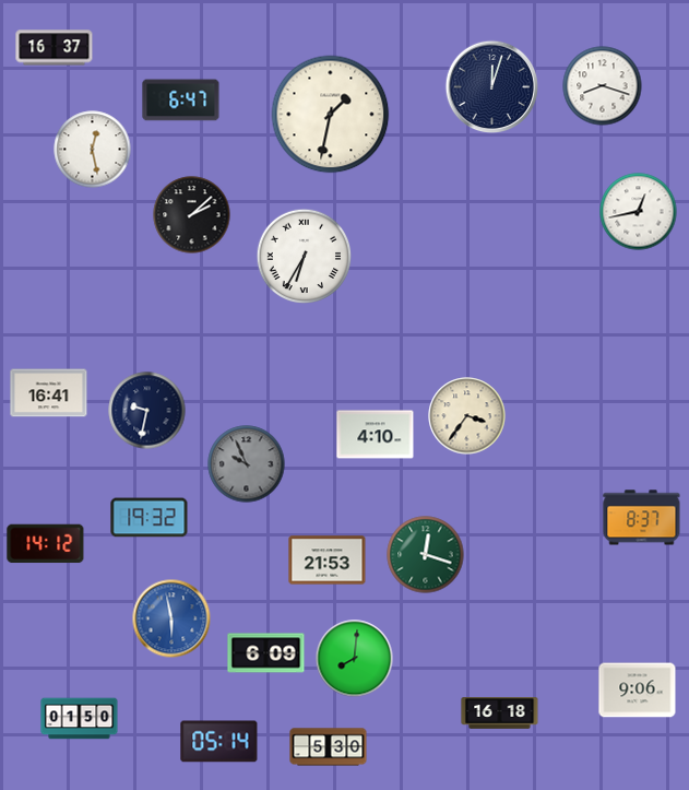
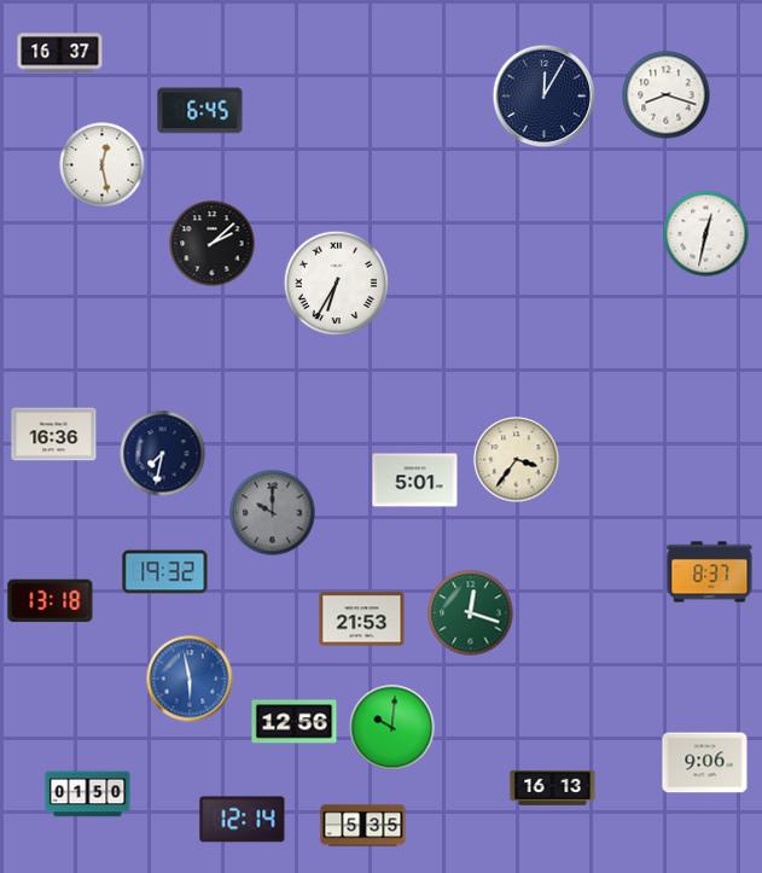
clock at (492, 87): 12:03 -> 12:05
clock at (181, 101): 6:47 -> 6:45
clock at (331, 115): 1:32 -> none
clock at (639, 212): 12:43 -> 12:32
clock at (192, 215) position: (192, 215) -> (213, 244)
clock at (49, 393): 16:41 -> 16:36
clock at (147, 411): 9:32 -> 7:32
clock at (376, 435): 4:10 -> 5:01
clock at (247, 464): 9:56 -> 10:00
clock at (46, 544): 14:12 -> 13:18
clock at (171, 618) position: (171, 618) -> (190, 679)
clock at (266, 653): 6:09 -> 12:56
clock at (355, 659): 8:01 -> 10:01
clock at (500, 714): 16:18 -> 16:13
clock at (219, 742): 05:14 -> 12:14
clock at (329, 747): 5:30 -> 5:35
